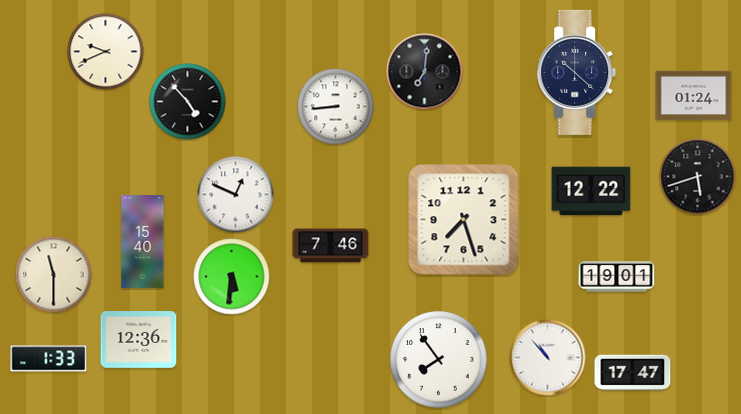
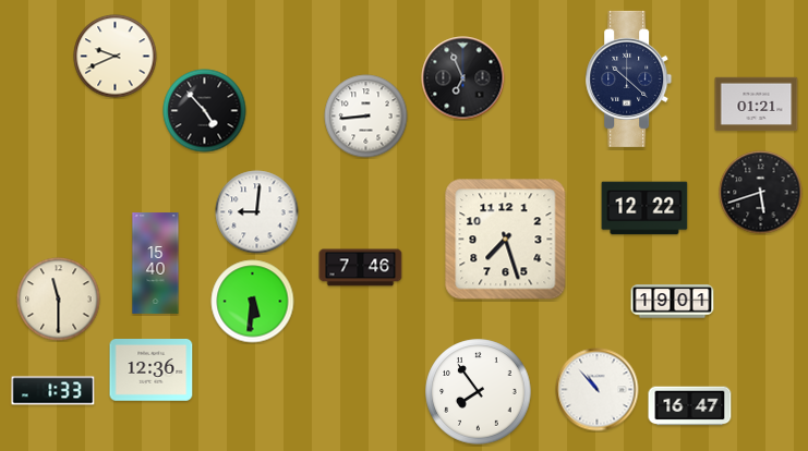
clock at (425, 72): 7:01 -> 6:56
clock at (694, 96): 01:24 -> 01:21
clock at (236, 195): 12:49 -> 9:01
clock at (633, 373): 17:47 -> 16:47
